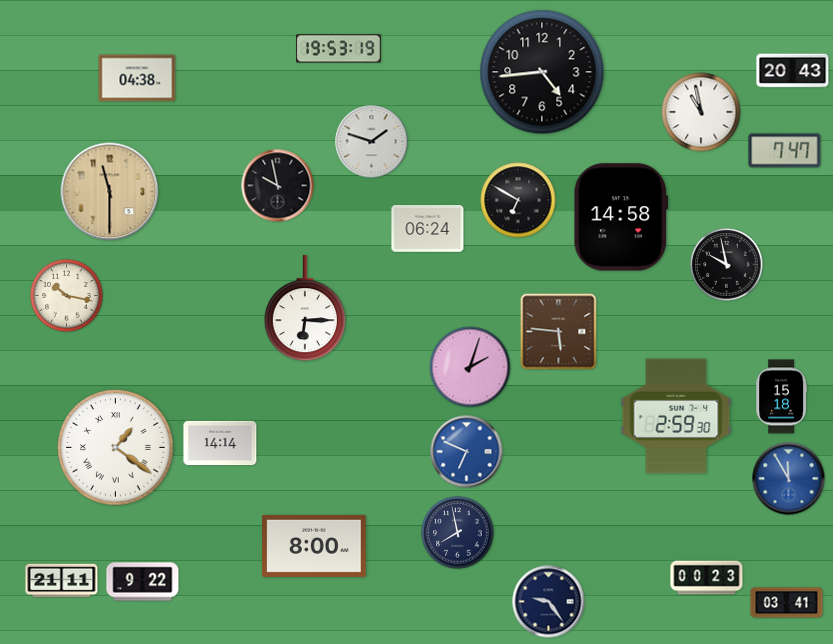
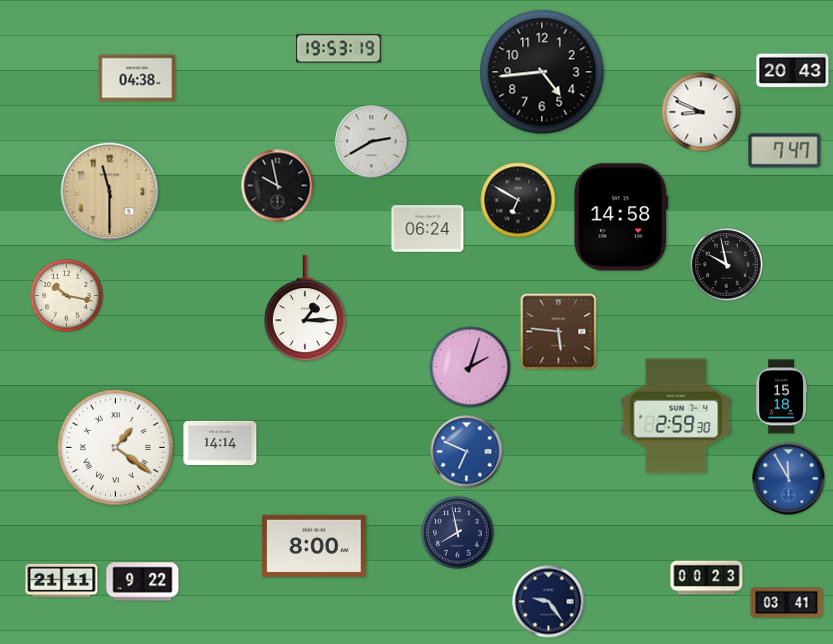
clock at (701, 112): 10:58 -> 8:49
clock at (372, 142): 1:48 -> 2:40
clock at (305, 309): 6:15 -> 1:15
